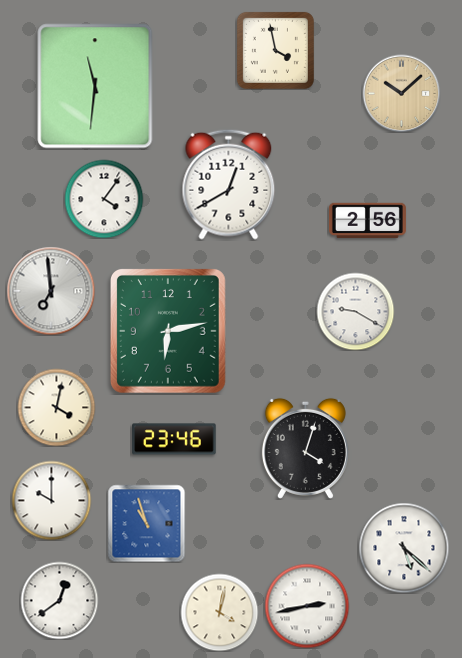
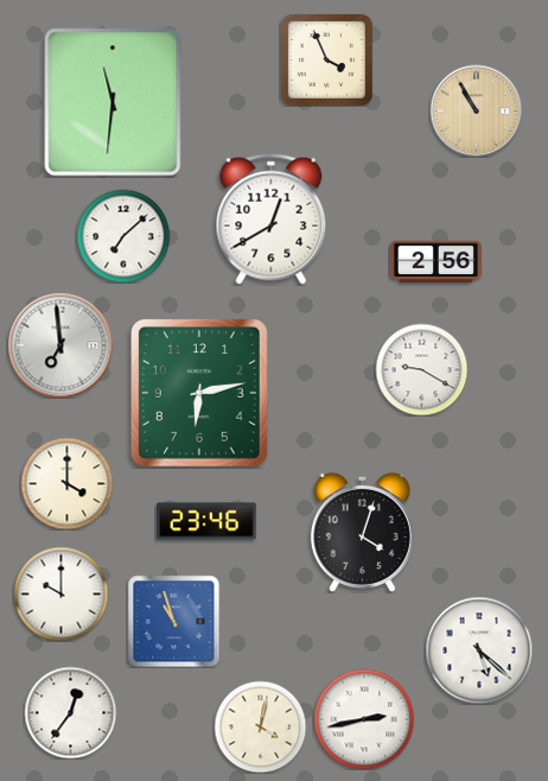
clock at (275, 50): 3:58 -> 3:56
clock at (401, 93): 10:08 -> 10:55
clock at (104, 199): 4:06 -> 7:08
clock at (56, 407): 4:02 -> 4:00
clock at (59, 600): 12:39 -> 12:36
